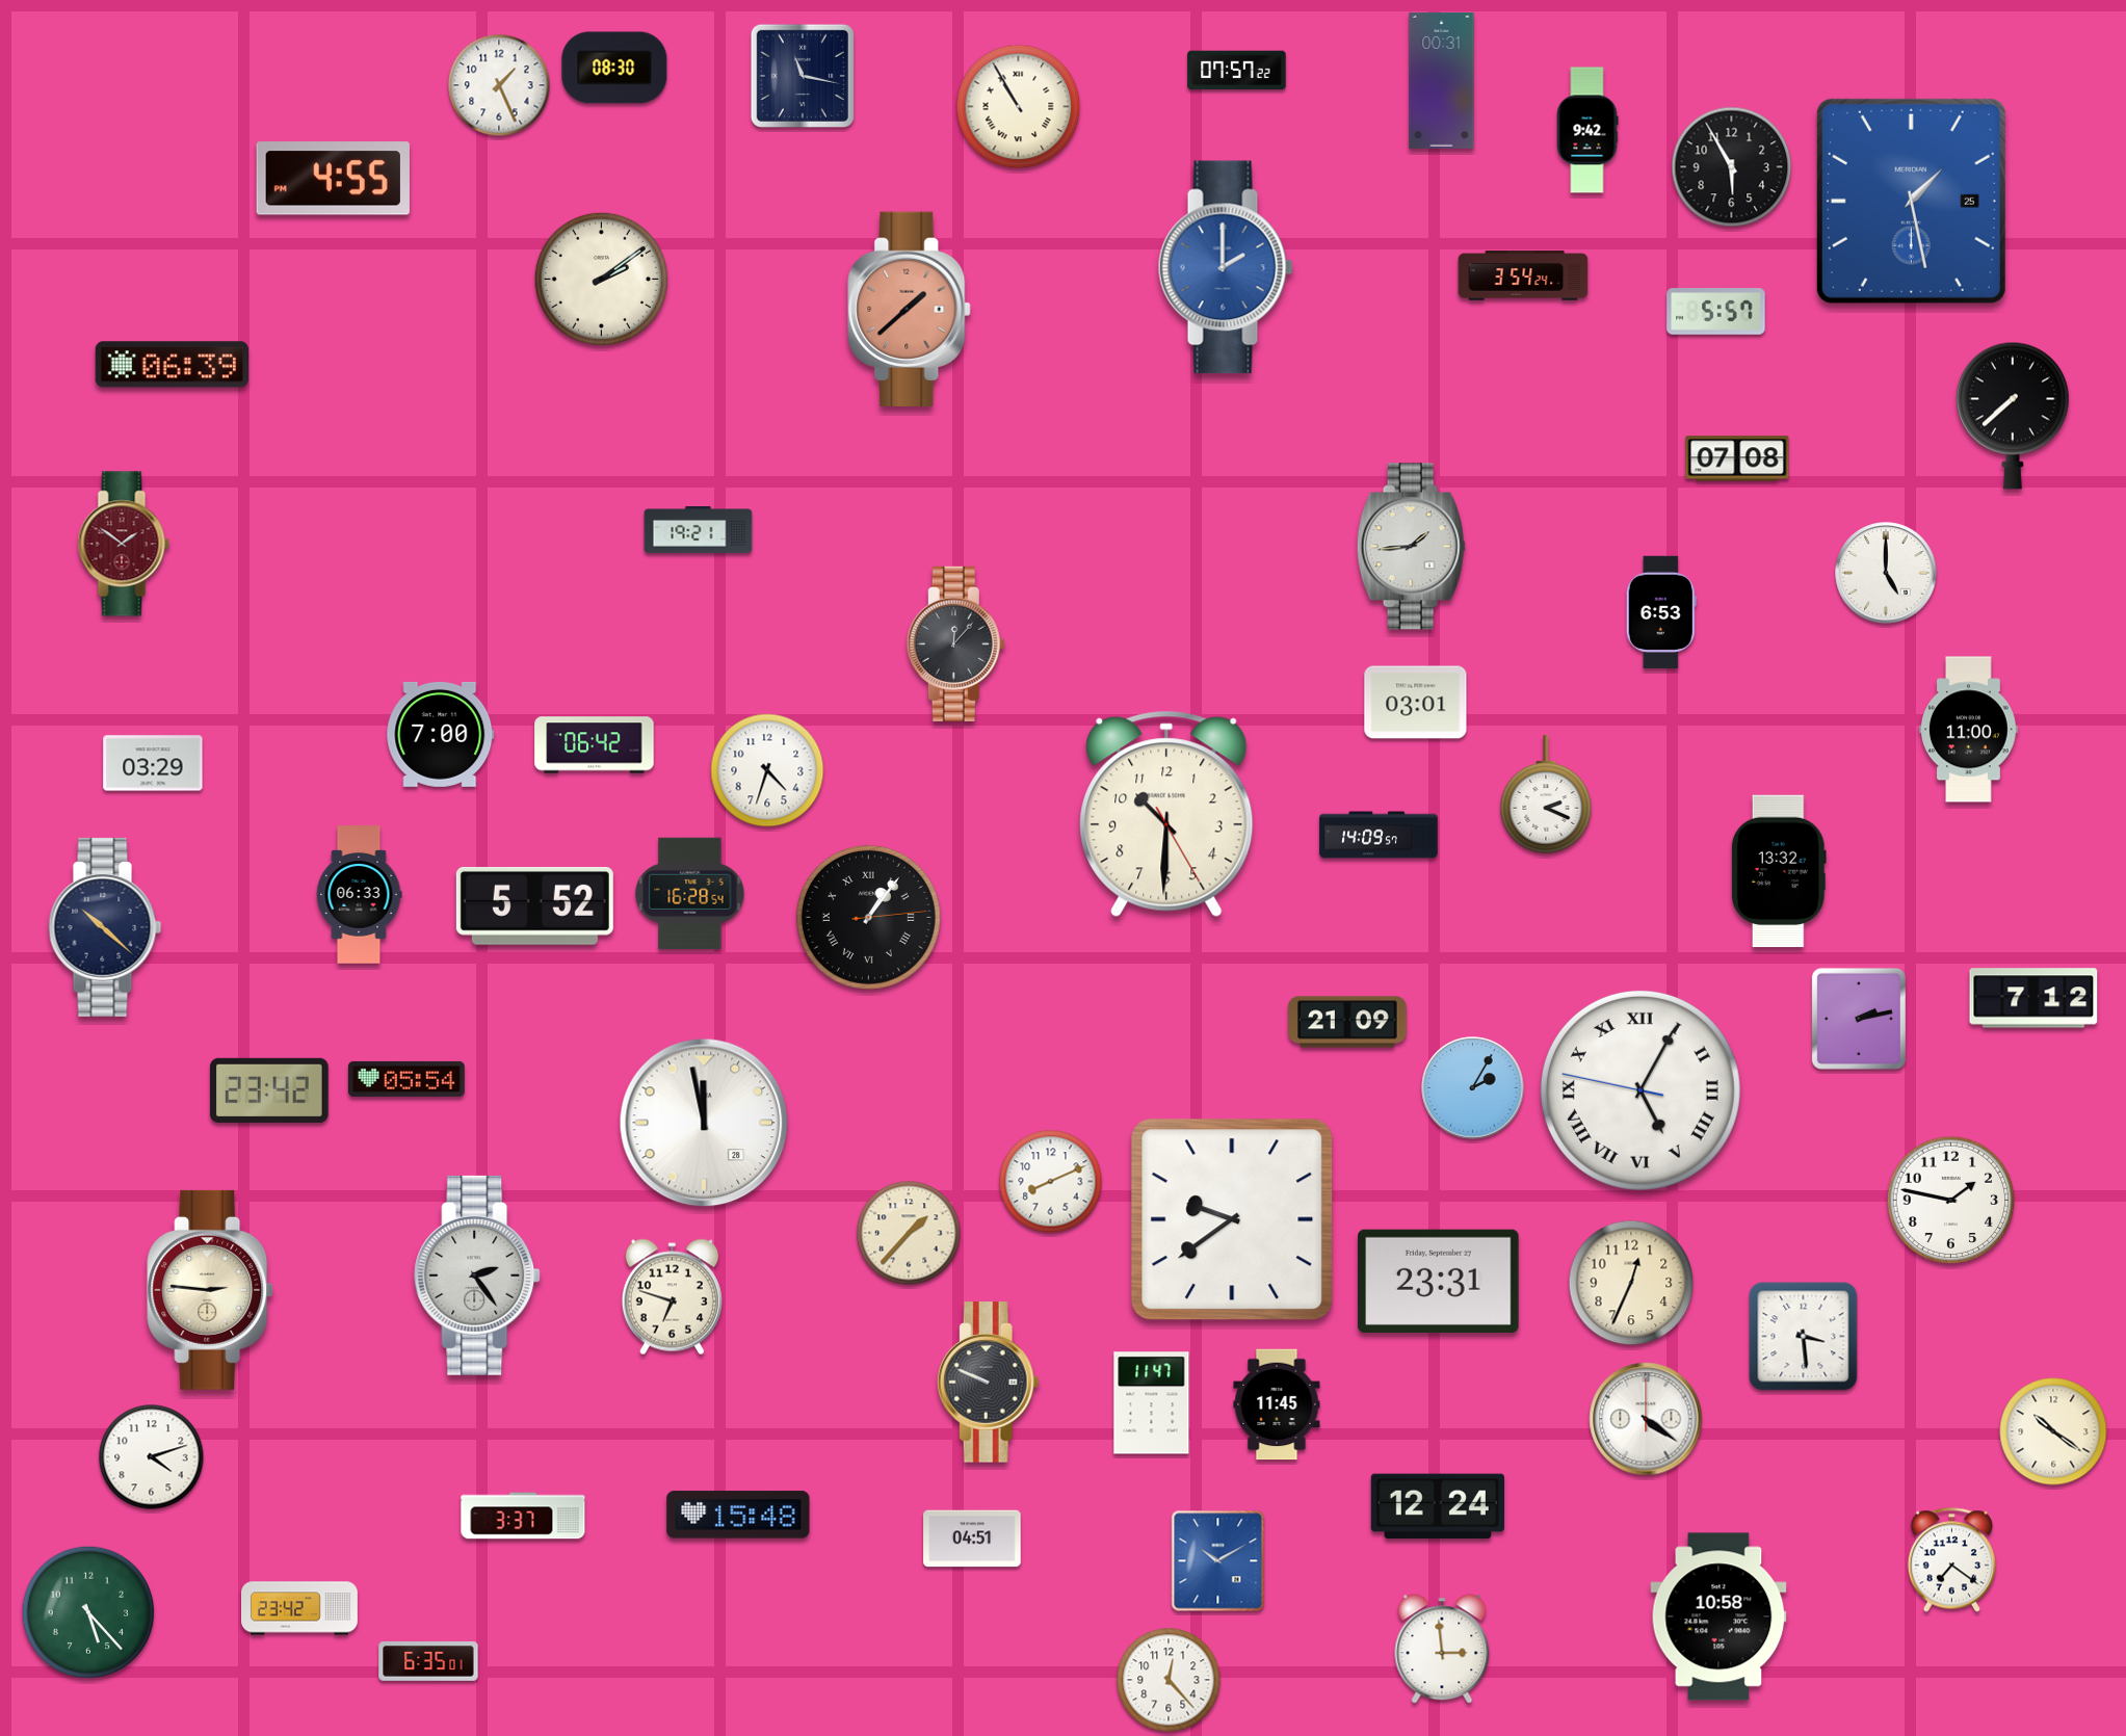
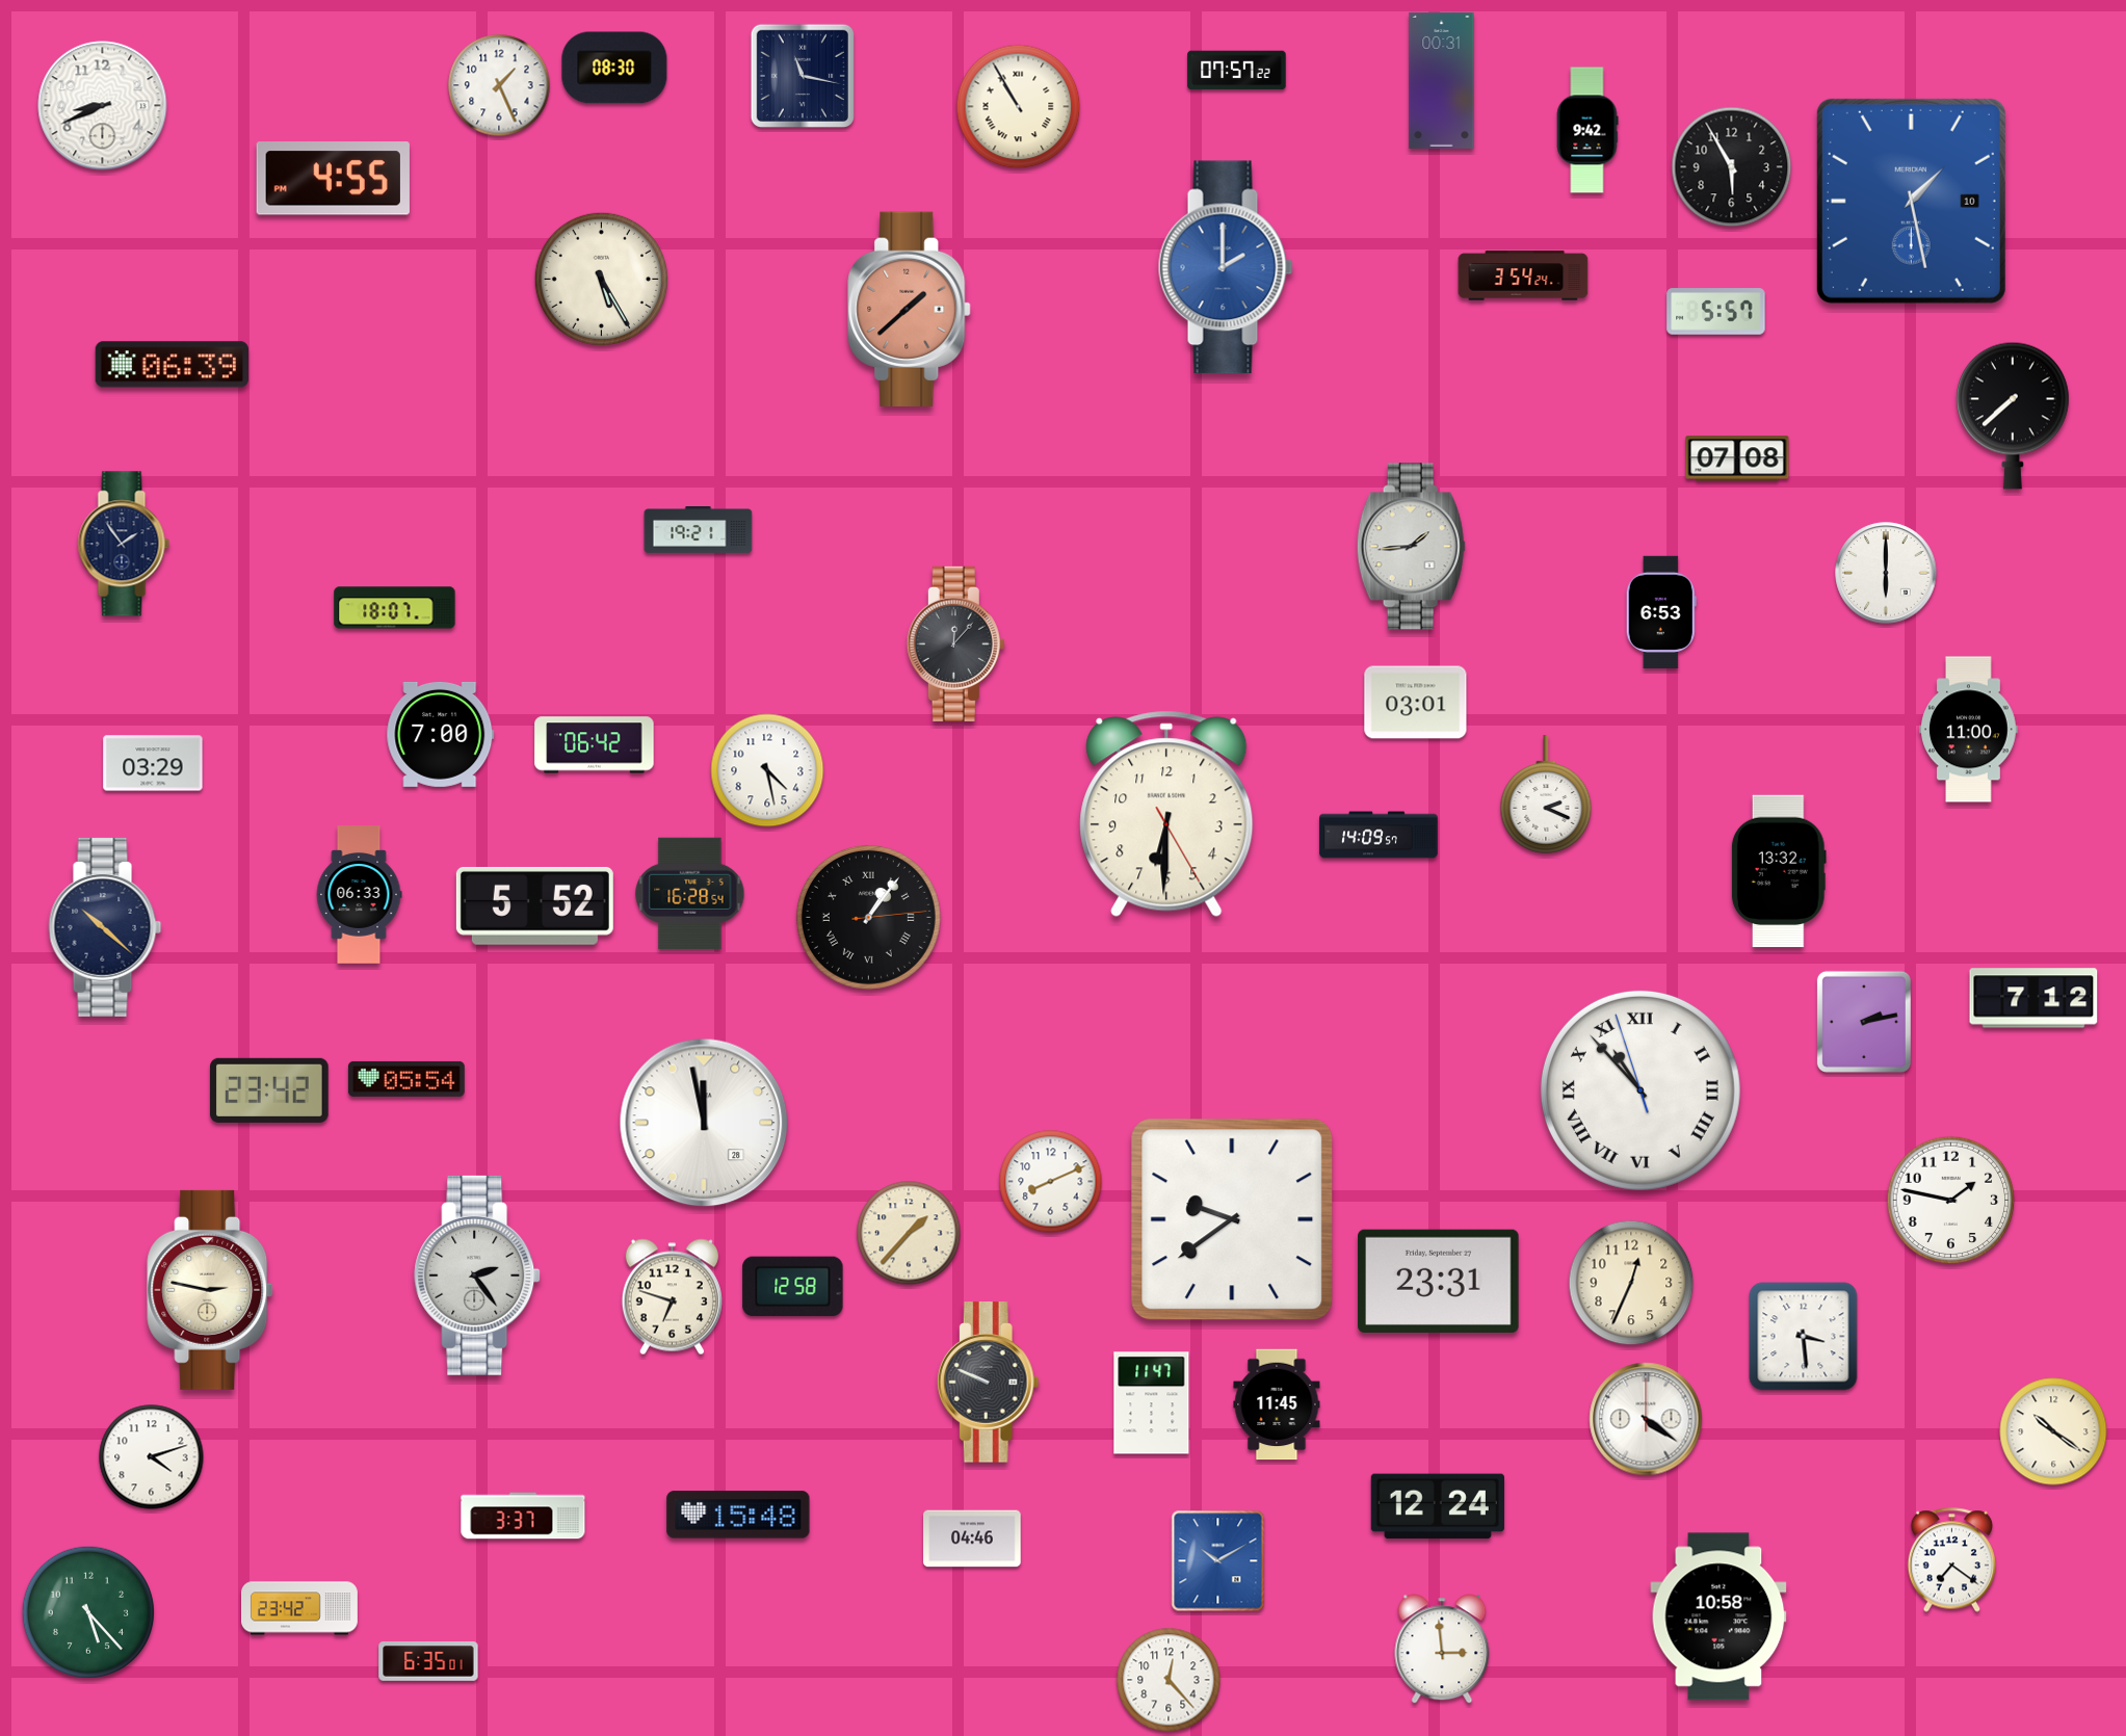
clock at (103, 106): none -> 8:41
clock at (1911, 201) date: 25 -> 10
clock at (601, 279): 2:09 -> 5:25
clock at (124, 544): 1:51 -> 1:54
clock at (124, 544) dial: burgundy -> navy
clock at (1886, 573): 5:00 -> 6:00
clock at (395, 608): none -> 18:07
clock at (767, 770): 4:33 -> 4:28
clock at (1166, 814): 10:30 -> 6:30
clock at (1859, 1019) position: (1859, 1019) -> (1864, 1022)
clock at (1347, 1022): 21:09 -> none
clock at (1473, 1088): 2:05 -> none
clock at (1641, 1090): 5:04 -> 10:52
clock at (793, 1287): none -> 12:58
clock at (210, 1290): 2:46 -> 2:47
clock at (972, 1538): 04:51 -> 04:46
